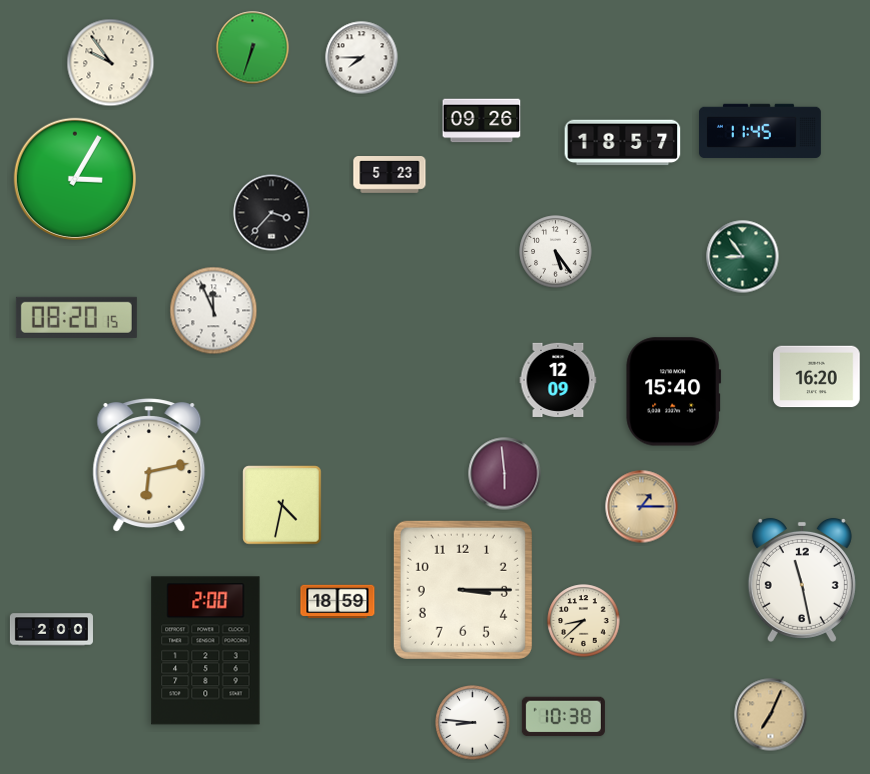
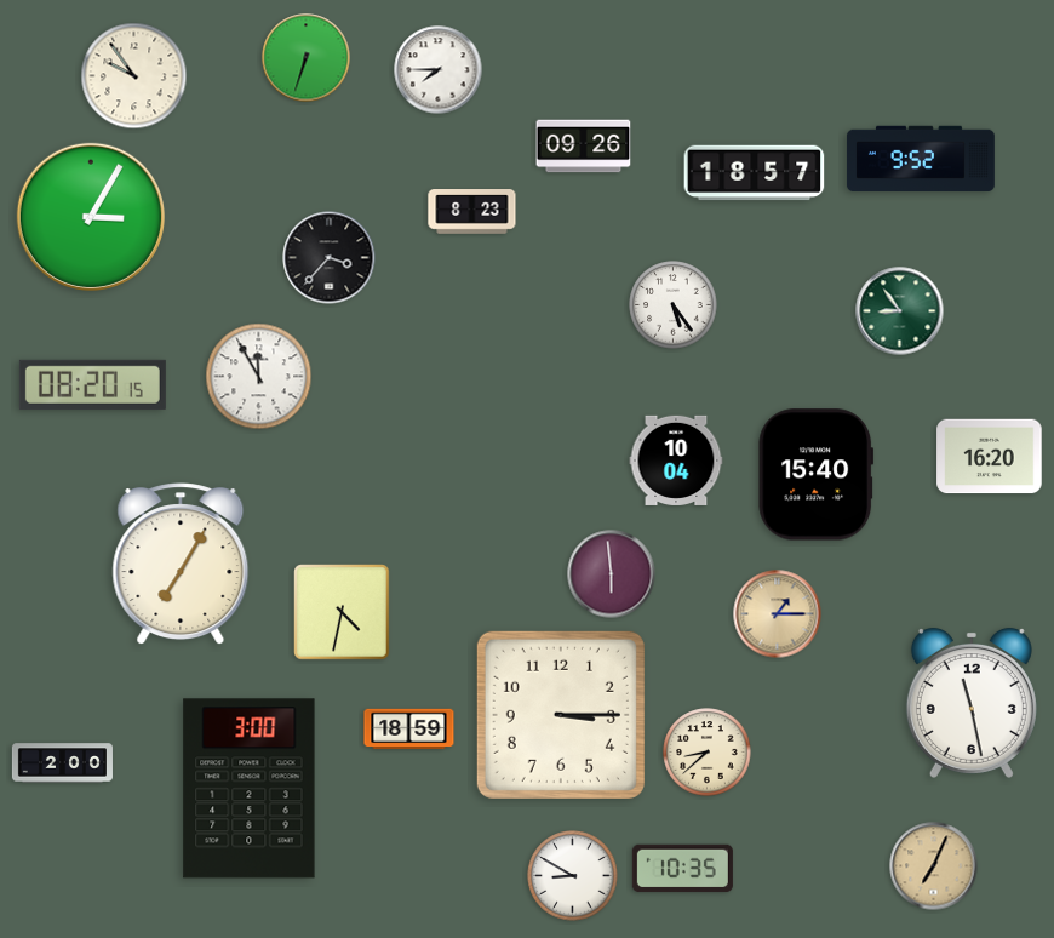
clock at (760, 131): 11:45 -> 9:52
clock at (390, 175): 5:23 -> 8:23
clock at (214, 311): 11:56 -> 11:55
clock at (558, 380): 12:09 -> 10:04
clock at (149, 466): 6:13 -> 7:05
clock at (206, 651): 2:00 -> 3:00
clock at (563, 717): 10:38 -> 10:35
clock at (473, 723): 8:46 -> 8:50
